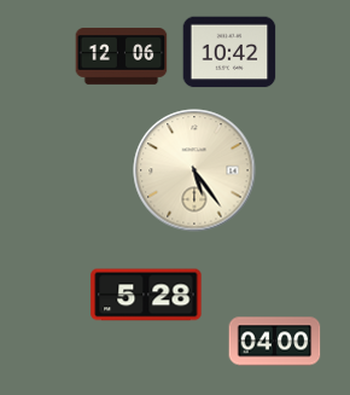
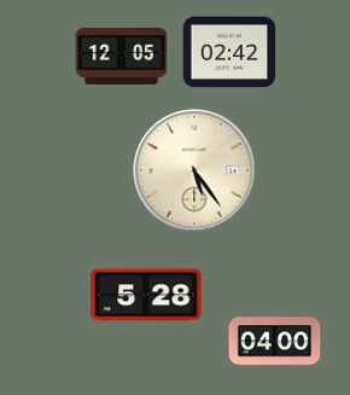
clock at (229, 52): 10:42 -> 02:42
clock at (122, 57): 12:06 -> 12:05
